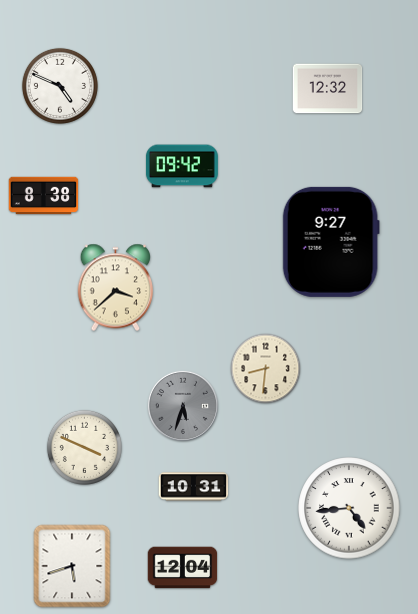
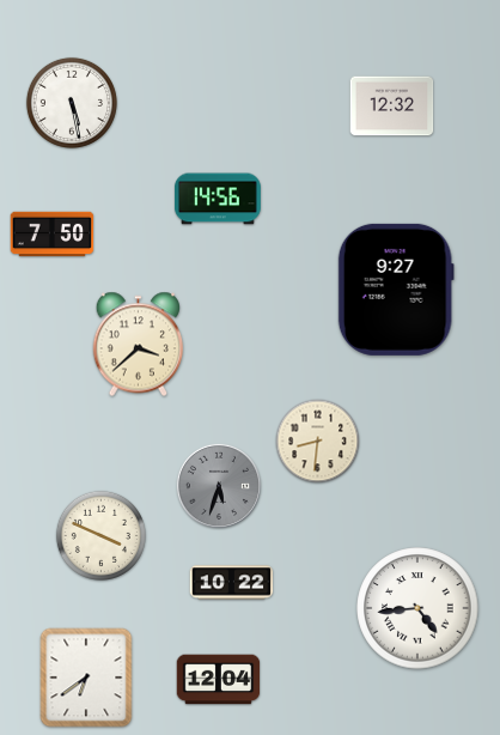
clock at (60, 86): 4:49 -> 5:28
clock at (182, 166): 09:42 -> 14:56
clock at (44, 196): 8:38 -> 7:50
clock at (194, 487): 10:31 -> 10:22
clock at (72, 566): 5:42 -> 6:39
